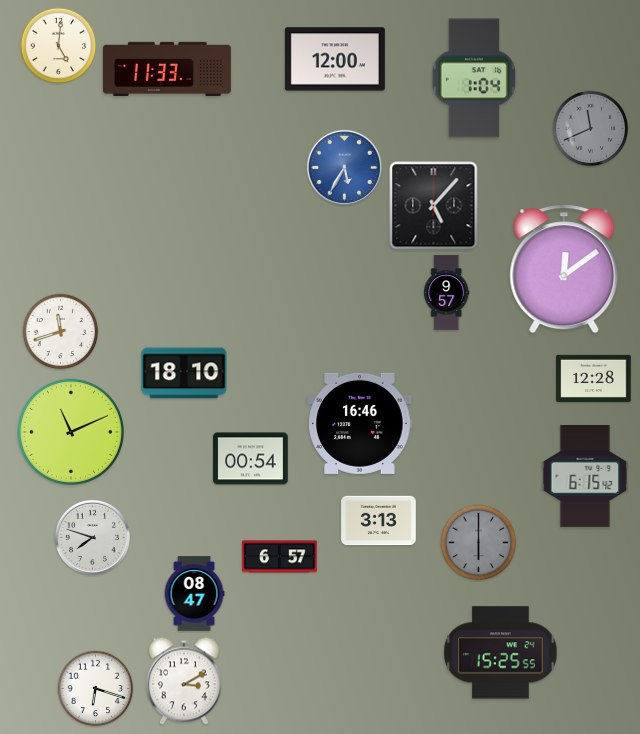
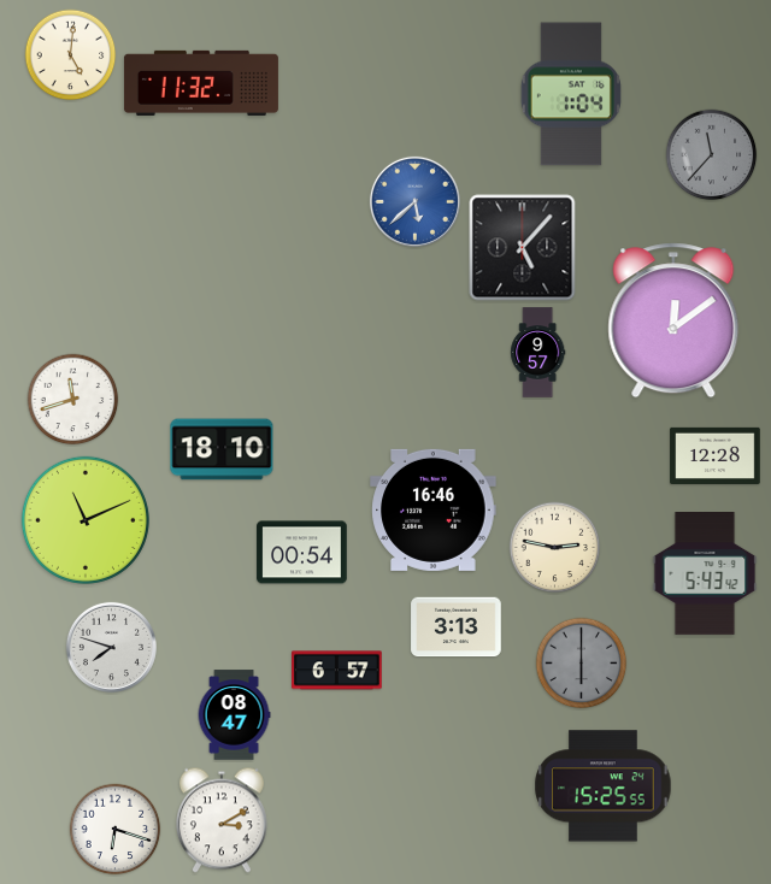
clock at (335, 59): 12:00 -> none
clock at (167, 69): 11:33 -> 11:32
clock at (591, 129): 11:41 -> 11:37
clock at (344, 167): 5:35 -> 5:38
clock at (564, 269) position: (564, 269) -> (673, 320)
clock at (555, 548): none -> 2:47
clock at (585, 477): 6:15 -> 5:43
clock at (479, 543) position: (479, 543) -> (582, 664)
